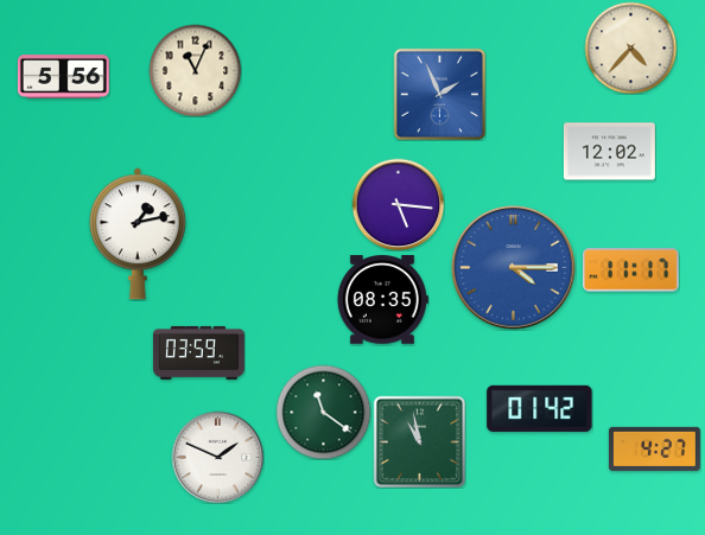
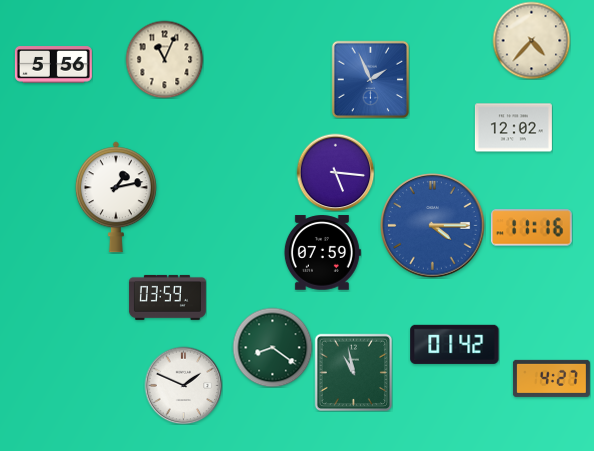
clock at (630, 270): 11:17 -> 11:16
clock at (382, 300): 08:35 -> 07:59
clock at (323, 412): 11:21 -> 8:21
